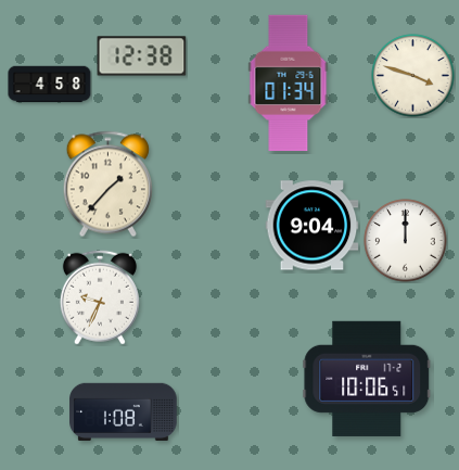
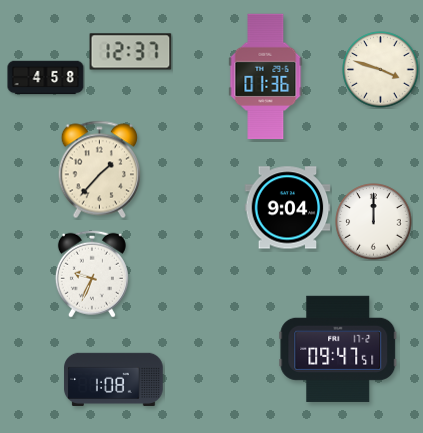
clock at (142, 56): 12:38 -> 12:37
clock at (289, 84): 01:34 -> 01:36
clock at (367, 379): 10:06 -> 09:47
